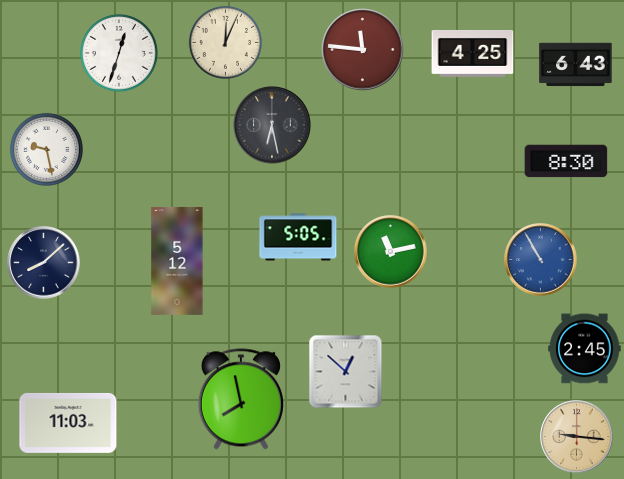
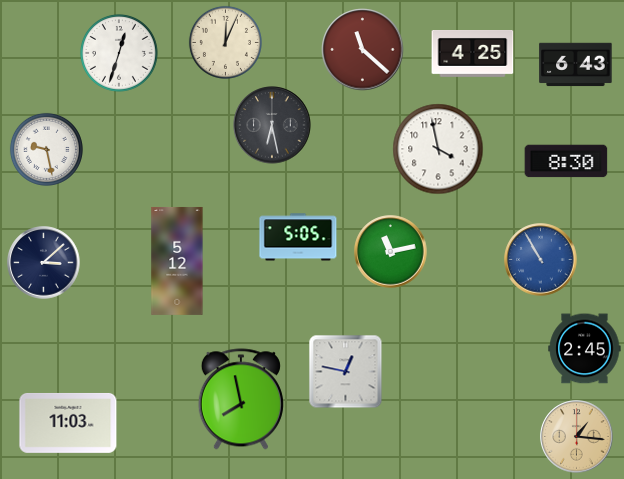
clock at (363, 50): 11:46 -> 11:22
clock at (438, 149): none -> 3:58
clock at (44, 263): 8:08 -> 3:08
clock at (346, 372): 12:52 -> 12:47
clock at (577, 437): 9:16 -> 1:16
